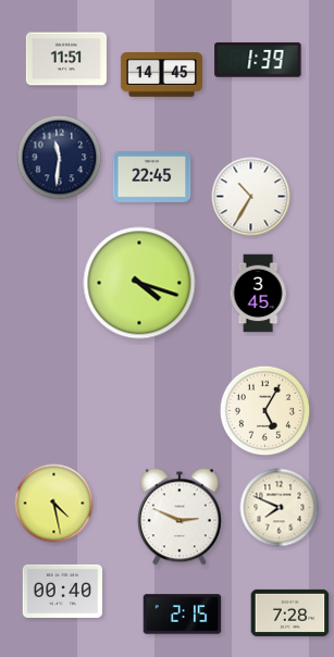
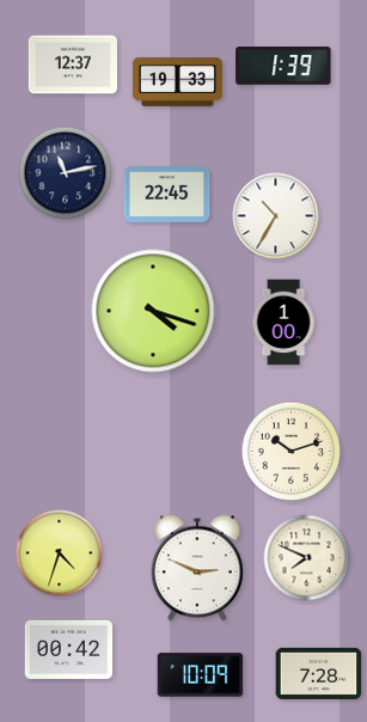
clock at (66, 59): 11:51 -> 12:37
clock at (161, 75): 14:45 -> 19:33
clock at (60, 158): 11:31 -> 11:13
clock at (258, 294): 3:45 -> 1:00
clock at (265, 411): 5:05 -> 10:12
clock at (54, 504): 4:28 -> 4:33
clock at (63, 591): 00:40 -> 00:42
clock at (183, 615): 2:15 -> 10:09
